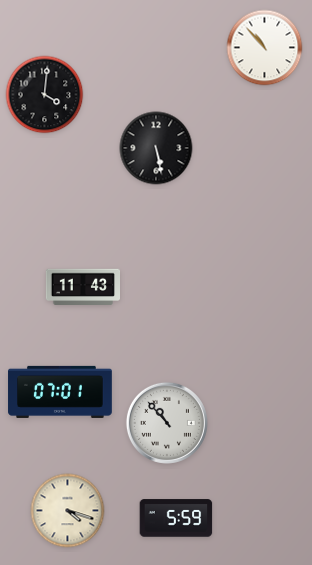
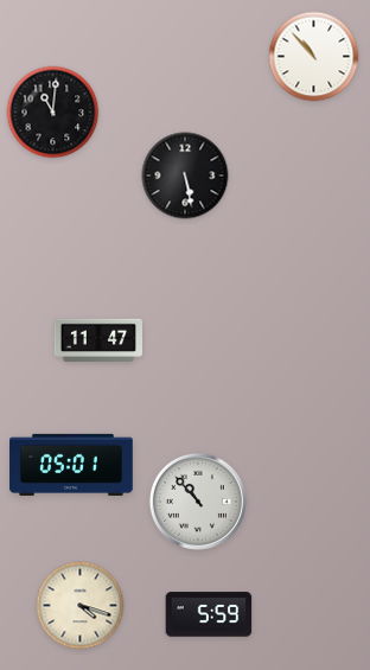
clock at (45, 95): 4:01 -> 11:01
clock at (82, 287): 11:43 -> 11:47
clock at (60, 392): 07:01 -> 05:01
